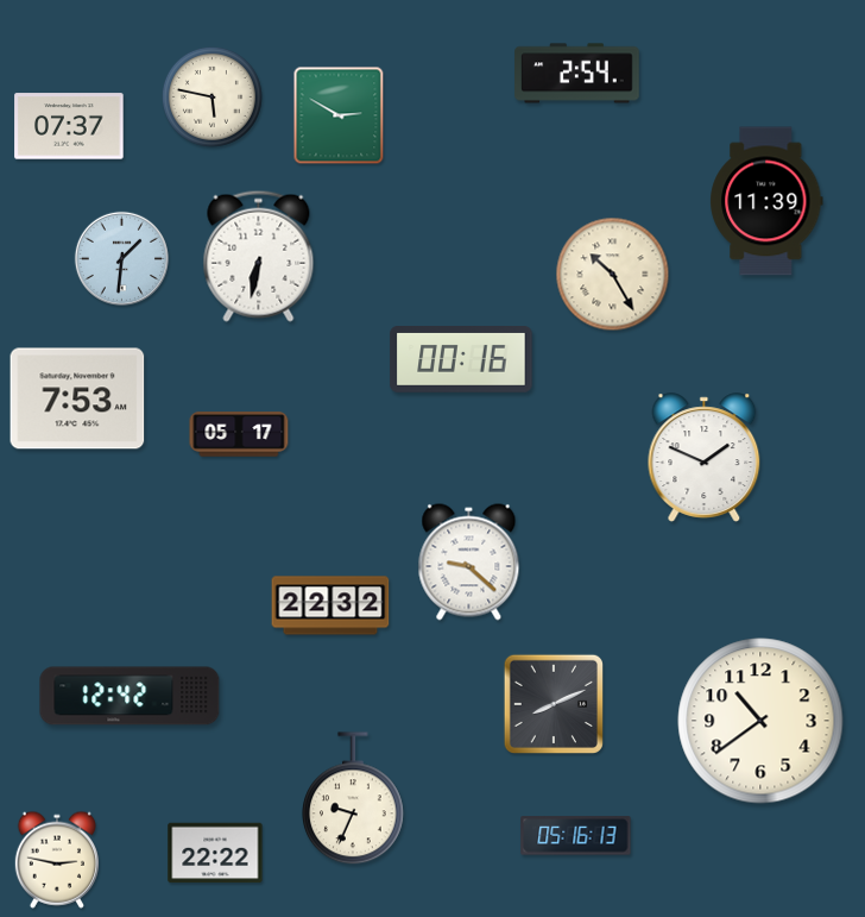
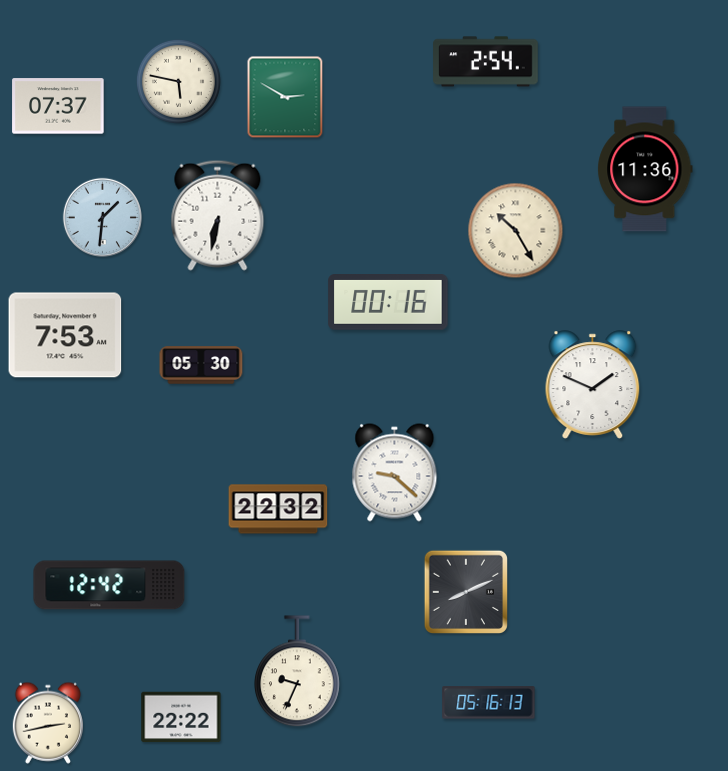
clock at (766, 201): 11:39 -> 11:36
clock at (239, 434): 05:17 -> 05:30
clock at (760, 721): 10:39 -> none
clock at (576, 836) position: (576, 836) -> (489, 703)
clock at (57, 860): 2:47 -> 2:43
